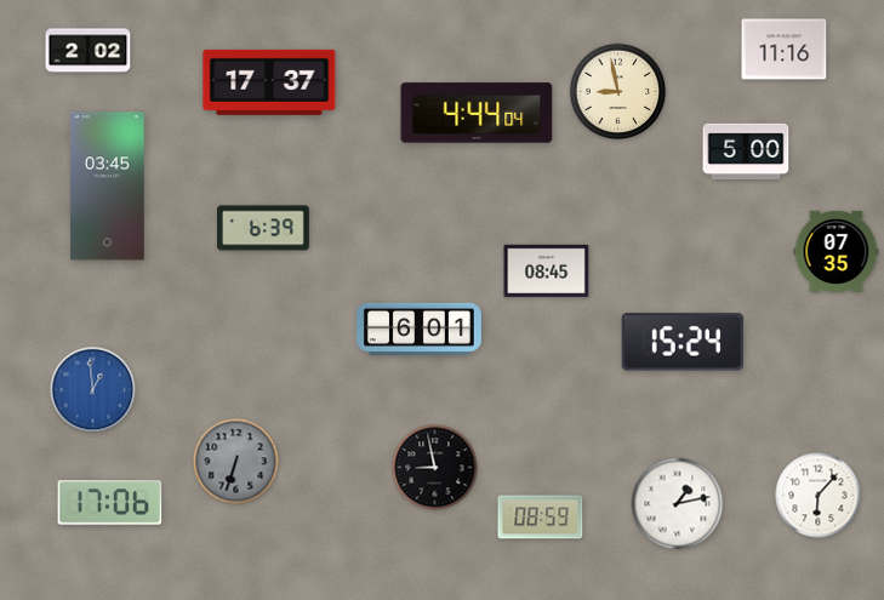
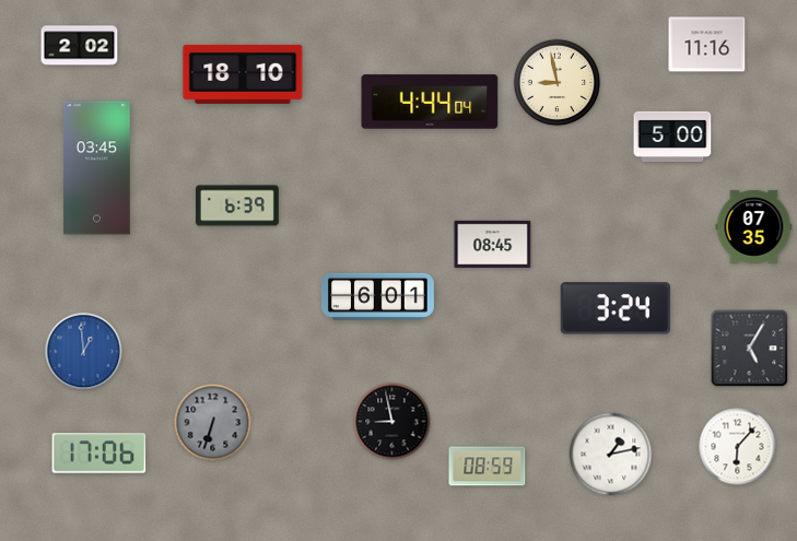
clock at (269, 82): 17:37 -> 18:10
clock at (683, 342): 15:24 -> 3:24
clock at (750, 349): none -> 5:05
clock at (236, 462) position: (236, 462) -> (213, 423)
